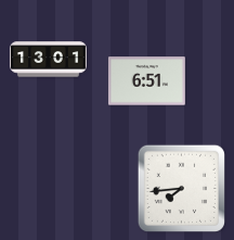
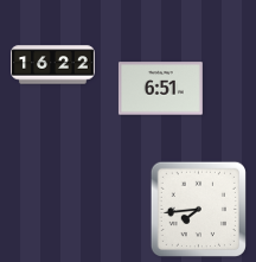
clock at (49, 60): 13:01 -> 16:22
clock at (181, 188) position: (181, 188) -> (198, 209)
